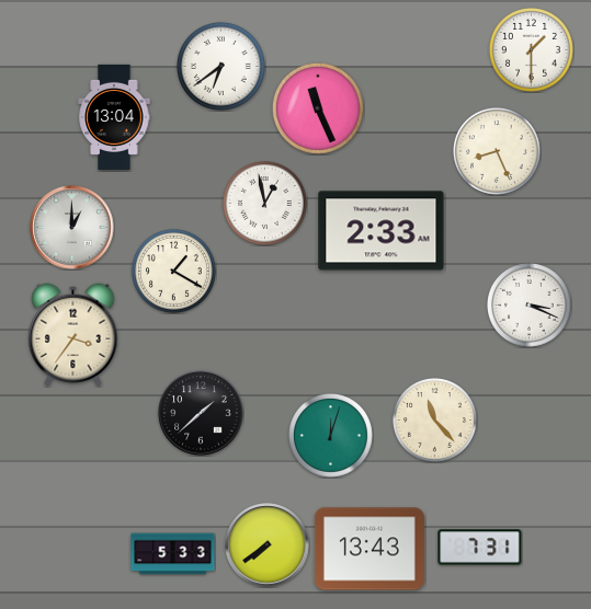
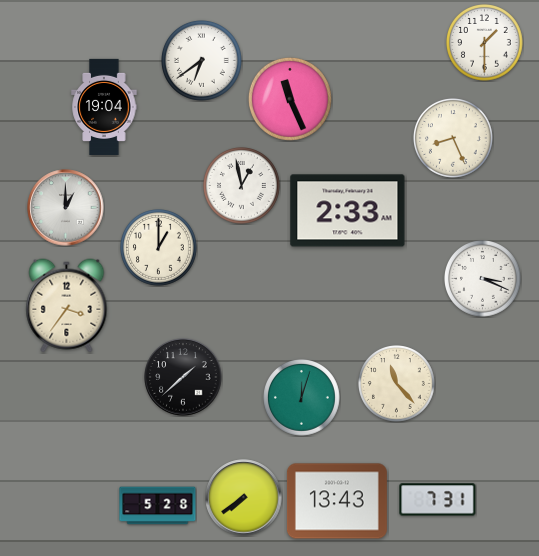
clock at (532, 50) position: (532, 50) -> (485, 43)
clock at (114, 117): 13:04 -> 19:04
clock at (174, 272): 1:20 -> 1:00
clock at (173, 554): 5:33 -> 5:28
